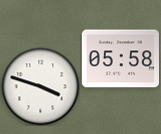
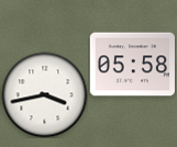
clock at (40, 86): 3:48 -> 3:43
